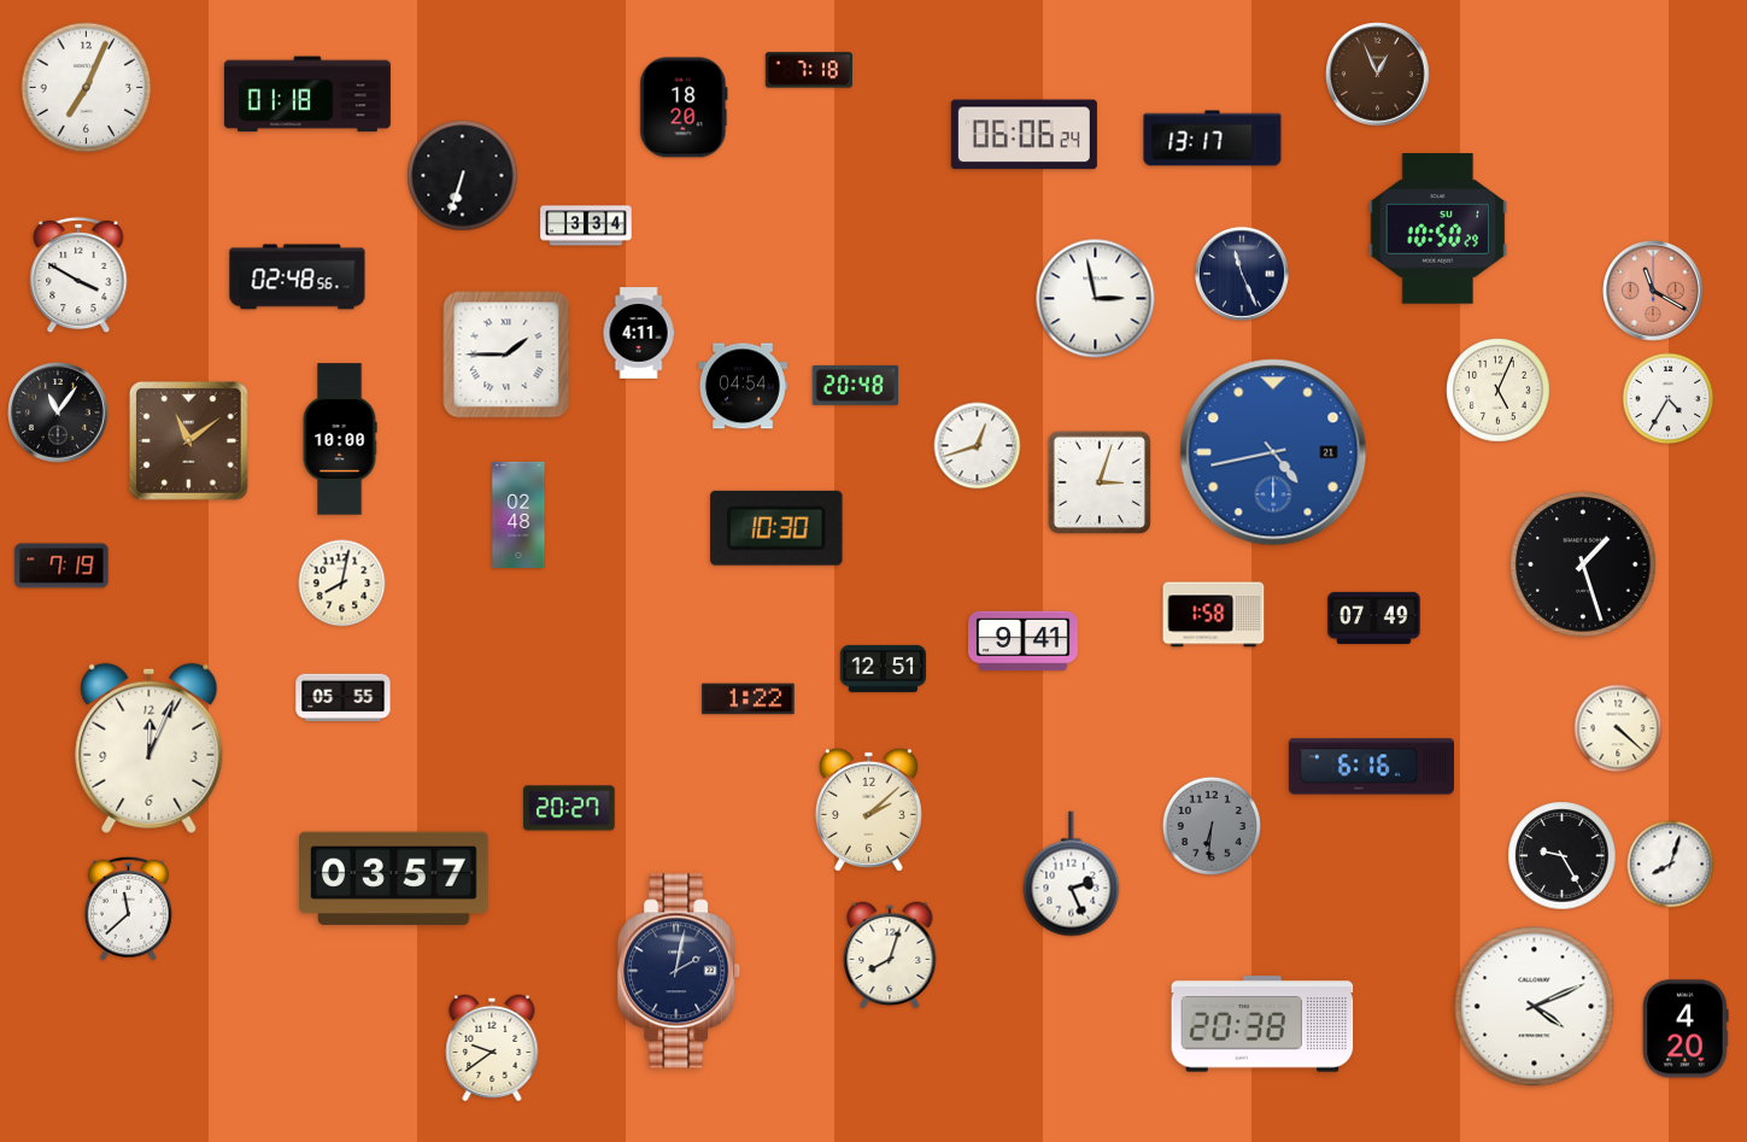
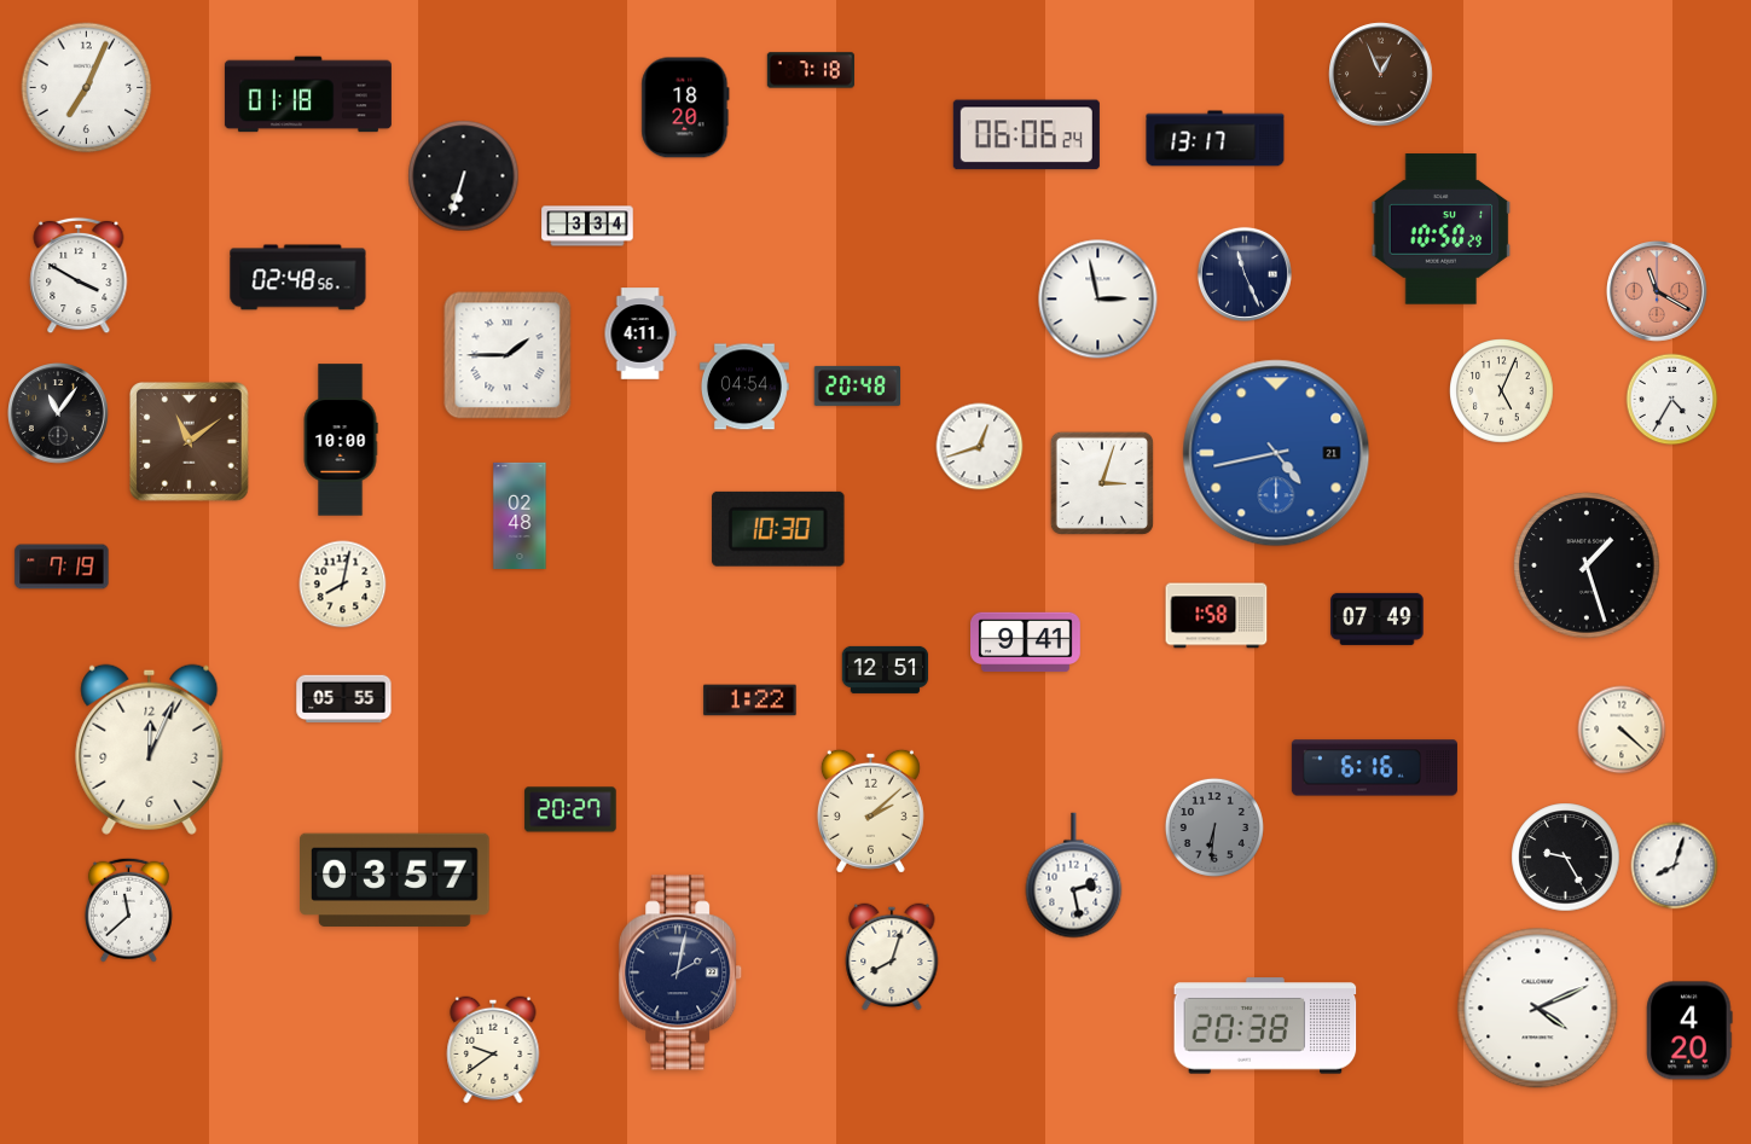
clock at (1072, 874): 2:26 -> 2:28
